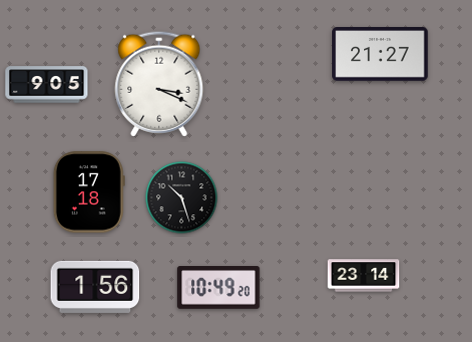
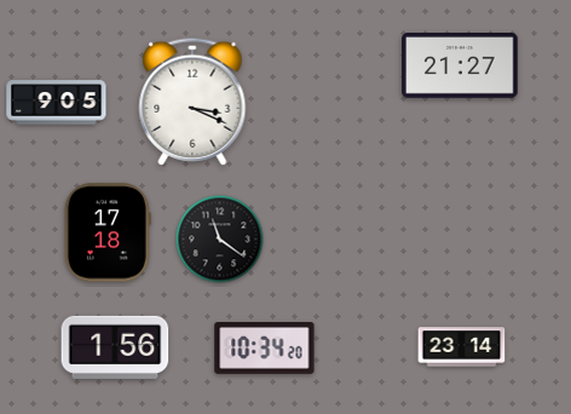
clock at (182, 198): 10:27 -> 11:21
clock at (364, 276) position: (364, 276) -> (462, 347)
clock at (219, 288): 10:49 -> 10:34
